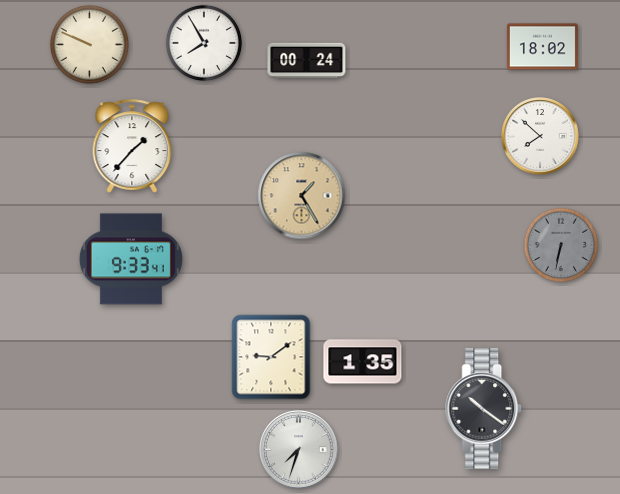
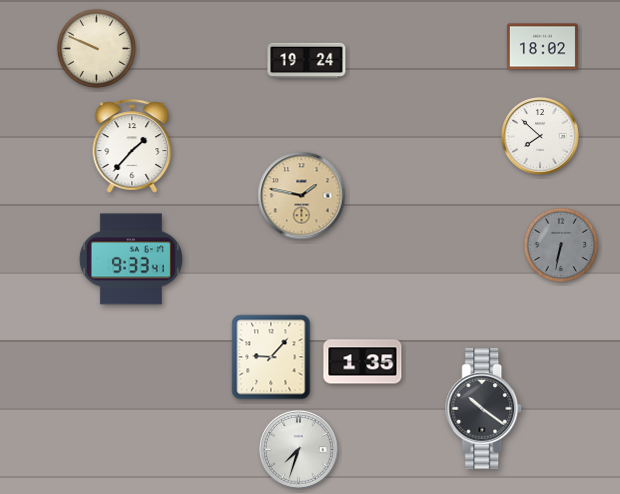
clock at (204, 43): 7:55 -> none
clock at (89, 44) position: (89, 44) -> (96, 48)
clock at (307, 61): 00:24 -> 19:24
clock at (302, 196): 1:25 -> 1:47
clock at (271, 357): 9:09 -> 9:07
